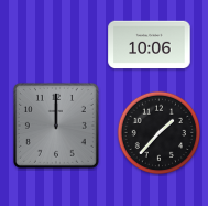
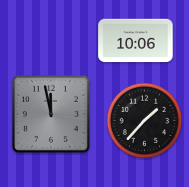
clock at (56, 126): 12:00 -> 11:58
